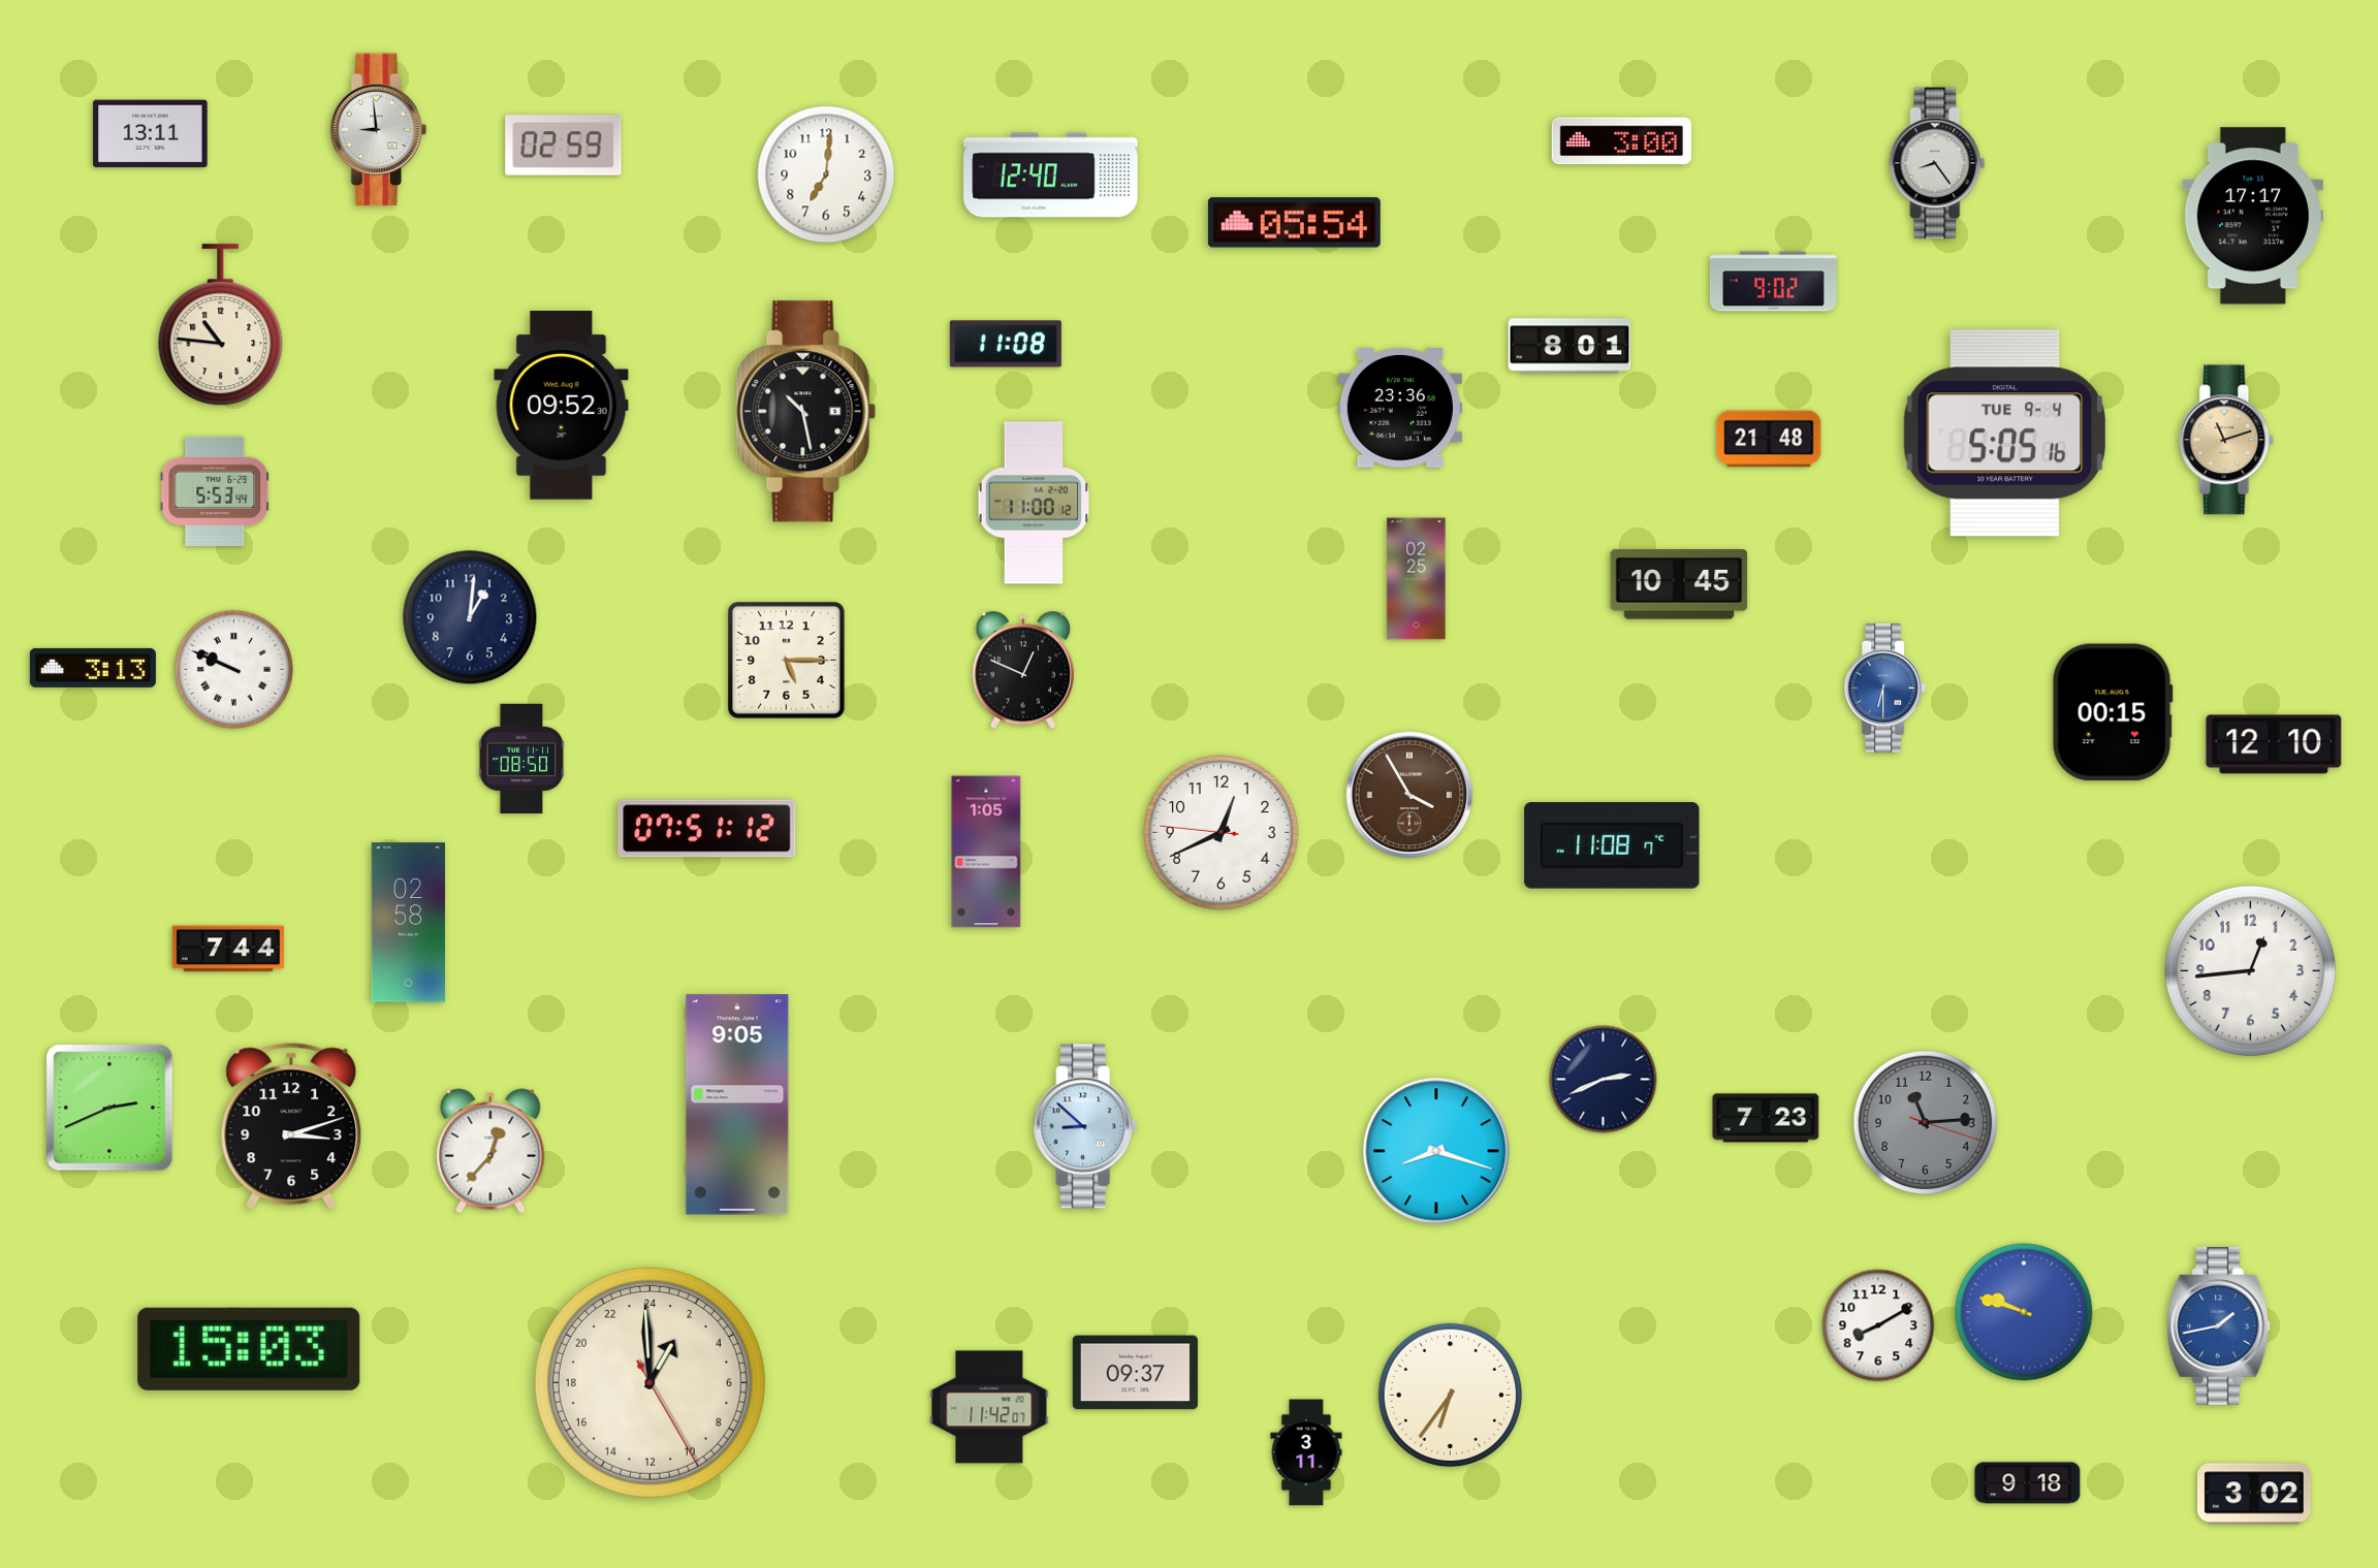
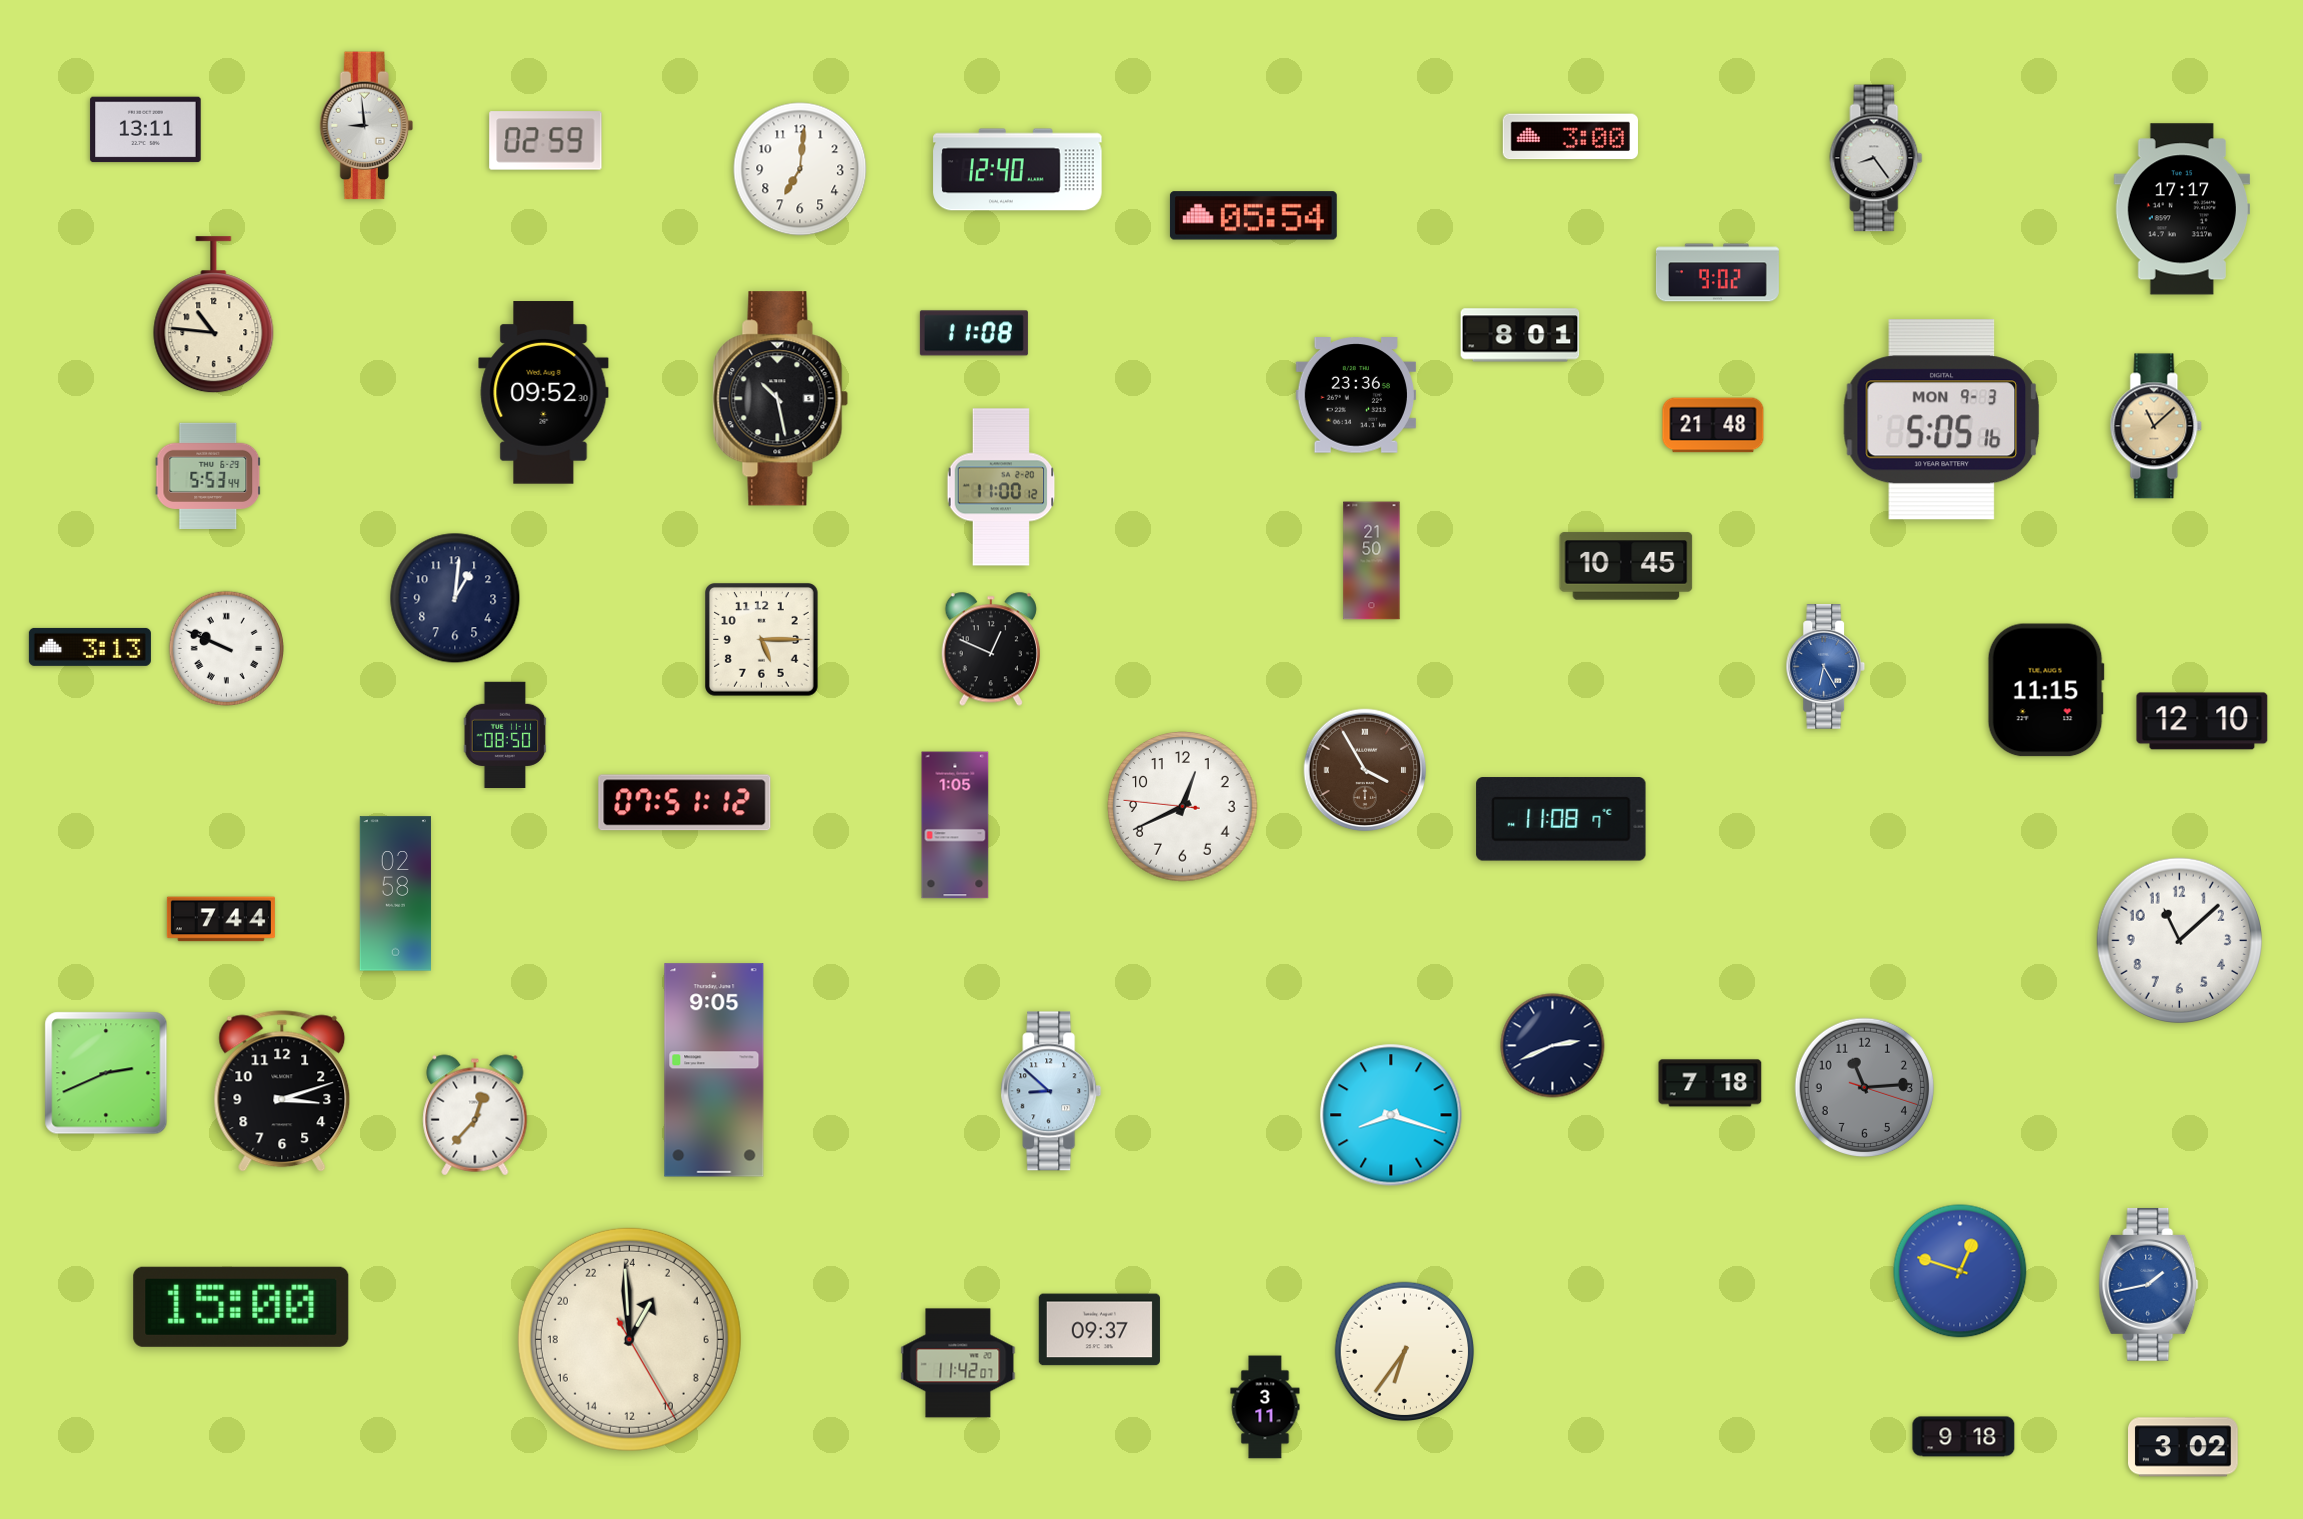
clock at (2004, 434) date: TUE 9-4 -> MON 9-3
clock at (2226, 440): 11:12 -> 11:08
clock at (1417, 579): 02:25 -> 21:50
clock at (1885, 689): 6:30 -> 6:25
clock at (2113, 712): 00:15 -> 11:15
clock at (2250, 970): 12:44 -> 11:08
clock at (1766, 1118): 7:23 -> 7:18
clock at (2024, 1312): 9:48 -> 12:48
clock at (1878, 1325): 8:10 -> none
clock at (249, 1349): 15:03 -> 15:00
